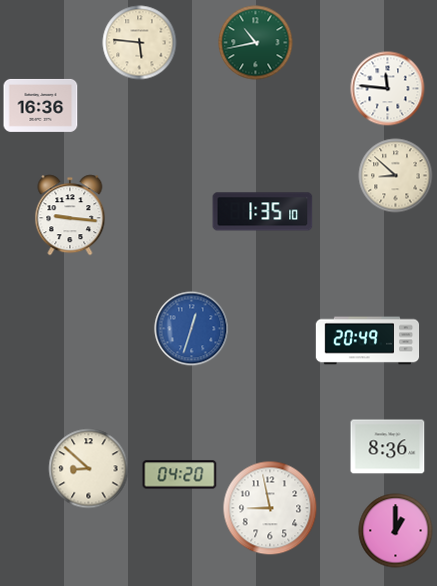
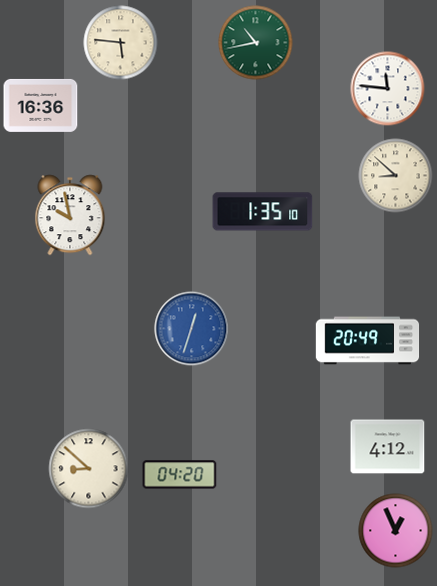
clock at (140, 43) position: (140, 43) -> (121, 43)
clock at (70, 215): 9:16 -> 9:58
clock at (388, 447): 8:36 -> 4:12
clock at (270, 508): 8:58 -> none
clock at (396, 531): 1:00 -> 12:56
